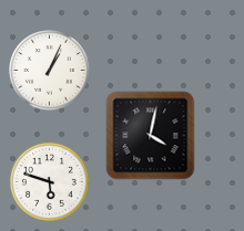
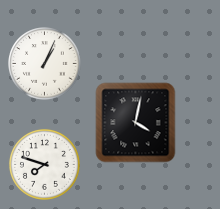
clock at (49, 181): 5:48 -> 7:48
